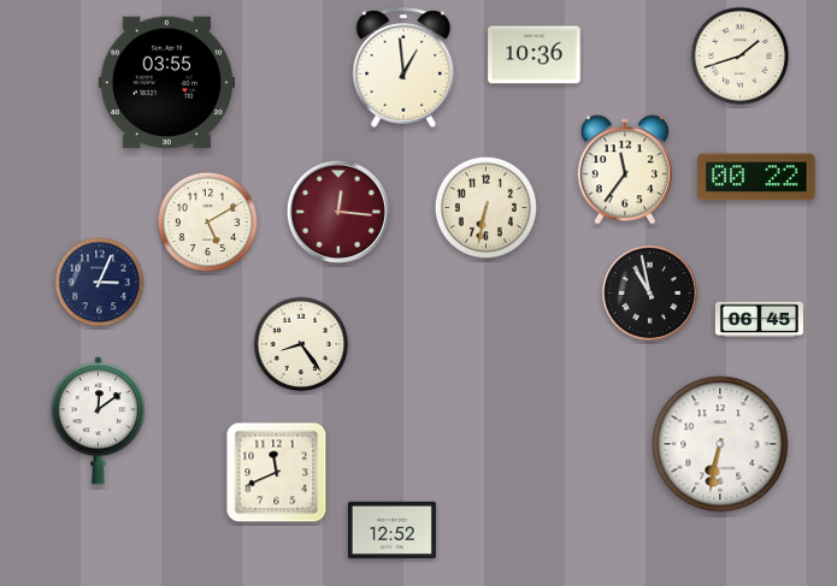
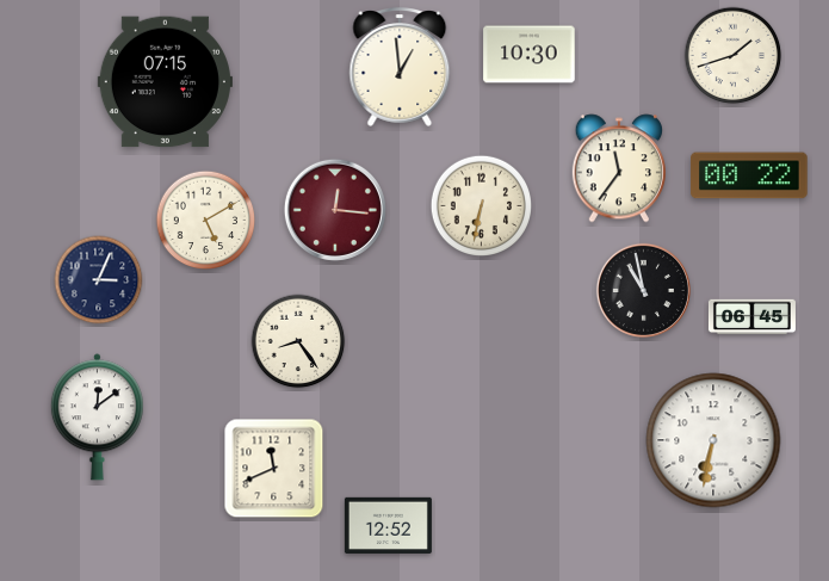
clock at (535, 55): 10:36 -> 10:30
clock at (166, 83): 03:55 -> 07:15
